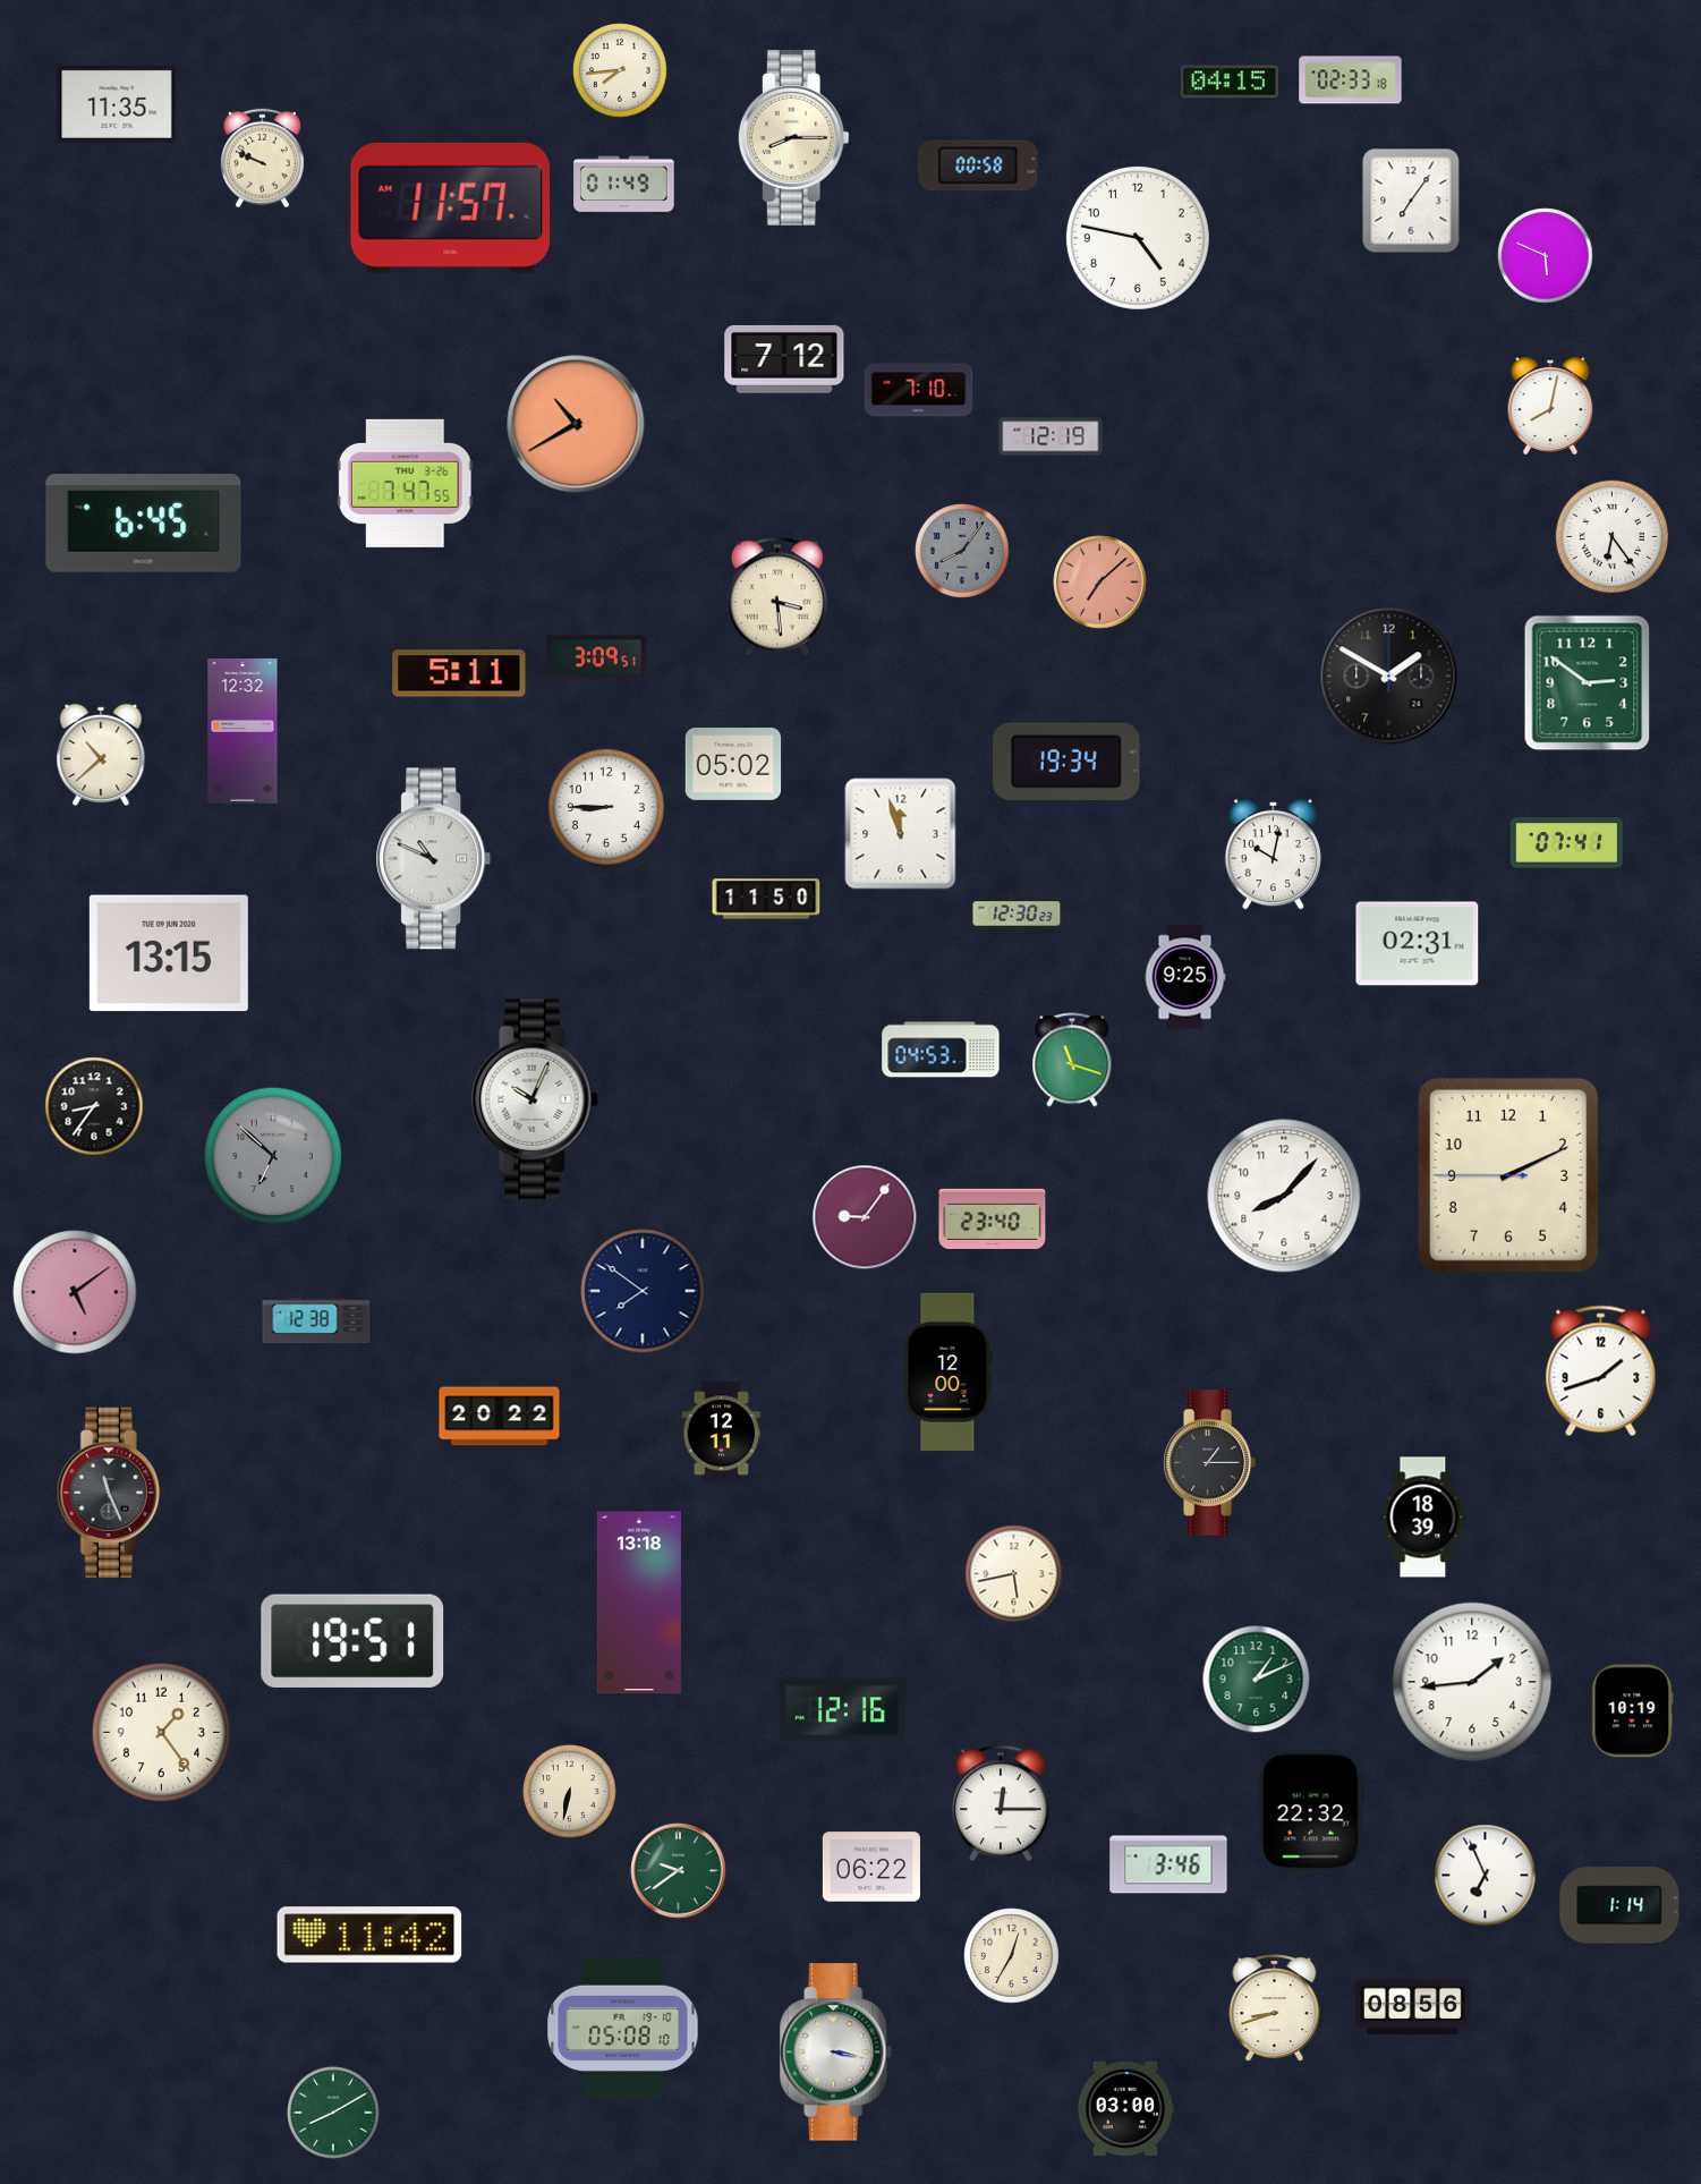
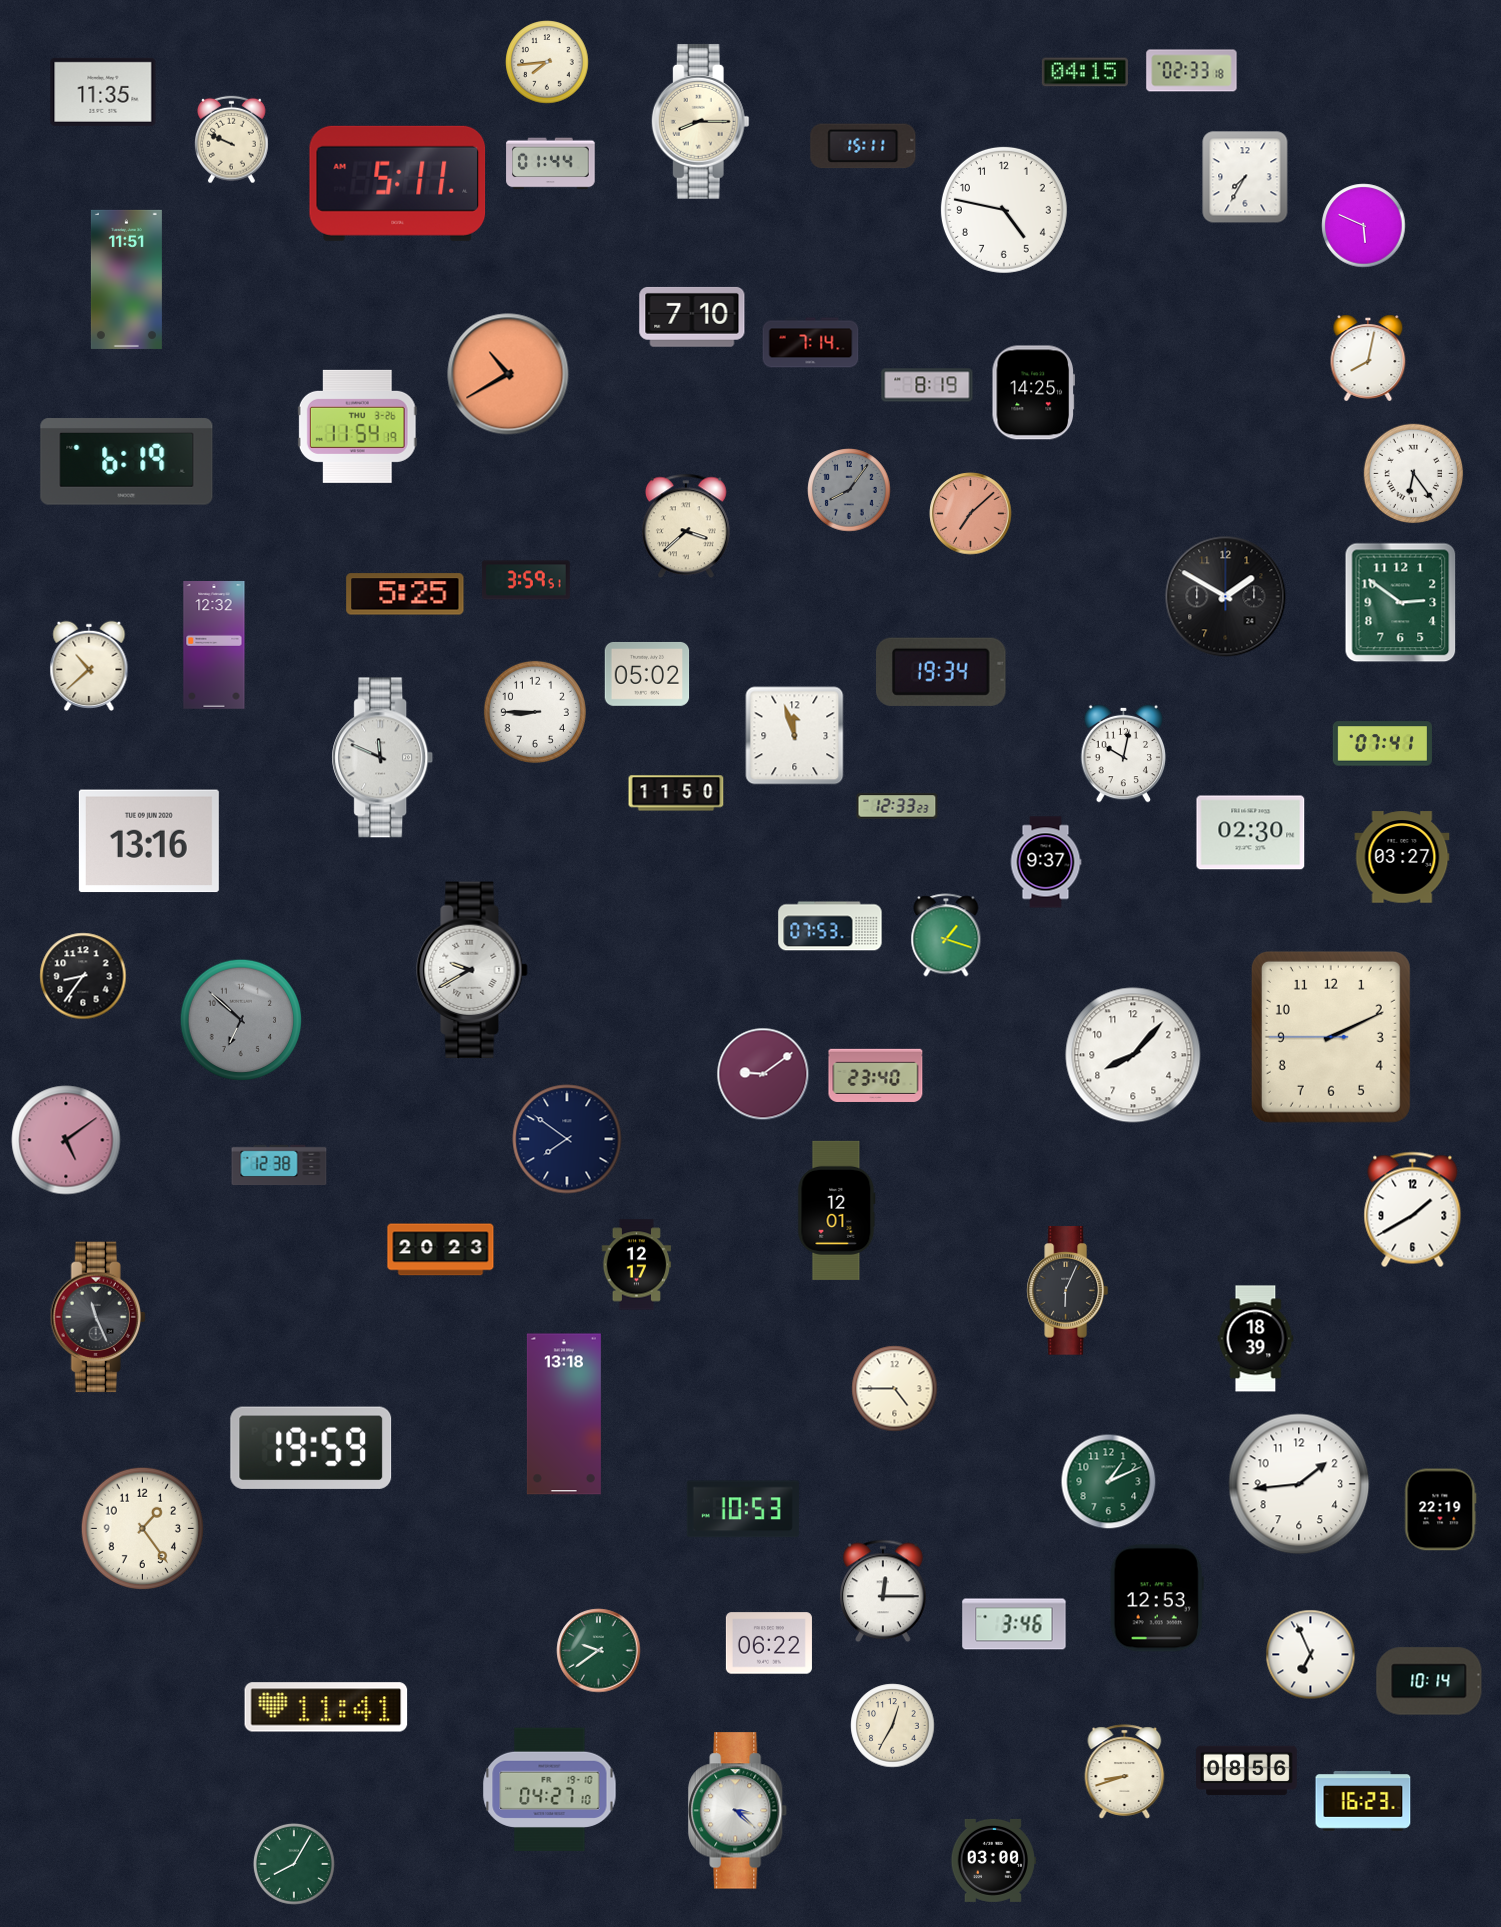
clock at (978, 165): 00:58 -> 15:11
clock at (624, 186): 01:49 -> 01:44
clock at (1411, 201): 7:06 -> 7:35
clock at (451, 207): 11:57 -> 5:11
clock at (126, 279): none -> 11:51
clock at (784, 359): 7:12 -> 7:10
clock at (919, 389): 7:10 -> 7:14
clock at (1051, 436): 12:19 -> 8:19
clock at (1033, 393): none -> 14:25
clock at (405, 483): 7:47 -> 11:54
clock at (144, 524): 6:45 -> 6:19
clock at (1613, 537) position: (1613, 537) -> (1414, 474)
clock at (962, 551) position: (962, 551) -> (849, 490)
clock at (777, 596): 3:29 -> 3:38
clock at (596, 657): 3:09 -> 3:59
clock at (459, 673): 5:11 -> 5:25
clock at (434, 859): 10:49 -> 11:49
clock at (1017, 913): 12:30 -> 12:33
clock at (1418, 944): 02:31 -> 02:30
clock at (169, 953): 13:15 -> 13:16
clock at (1402, 857): none -> 03:27
clock at (1185, 977): 9:25 -> 9:37
clock at (941, 1049): 04:53 -> 07:53
clock at (1072, 1060): 11:18 -> 1:18
clock at (535, 1099): 10:04 -> 9:40
clock at (865, 1217): 9:06 -> 9:09
clock at (949, 1371): 12:00 -> 12:01
clock at (1601, 1371): 1:42 -> 1:40
clock at (500, 1417): 20:22 -> 20:23
clock at (721, 1434): 12:11 -> 12:17
clock at (1209, 1463): 1:15 -> 6:04
clock at (1014, 1574): 5:43 -> 4:45
clock at (352, 1641): 19:51 -> 19:59
clock at (842, 1710): 12:16 -> 10:53
clock at (1633, 1711): 10:19 -> 22:19
clock at (570, 1792): 6:32 -> none
clock at (1311, 1811): 22:32 -> 12:53
clock at (1168, 1864) position: (1168, 1864) -> (1014, 1624)
clock at (871, 1867) position: (871, 1867) -> (769, 1643)
clock at (1619, 1905): 1:14 -> 10:14
clock at (369, 1935): 11:42 -> 11:41
clock at (623, 2029): 05:08 -> 04:27
clock at (1363, 1801): none -> 16:23
clock at (836, 2053): 3:17 -> 3:22
clock at (333, 2113): 8:10 -> 8:05
